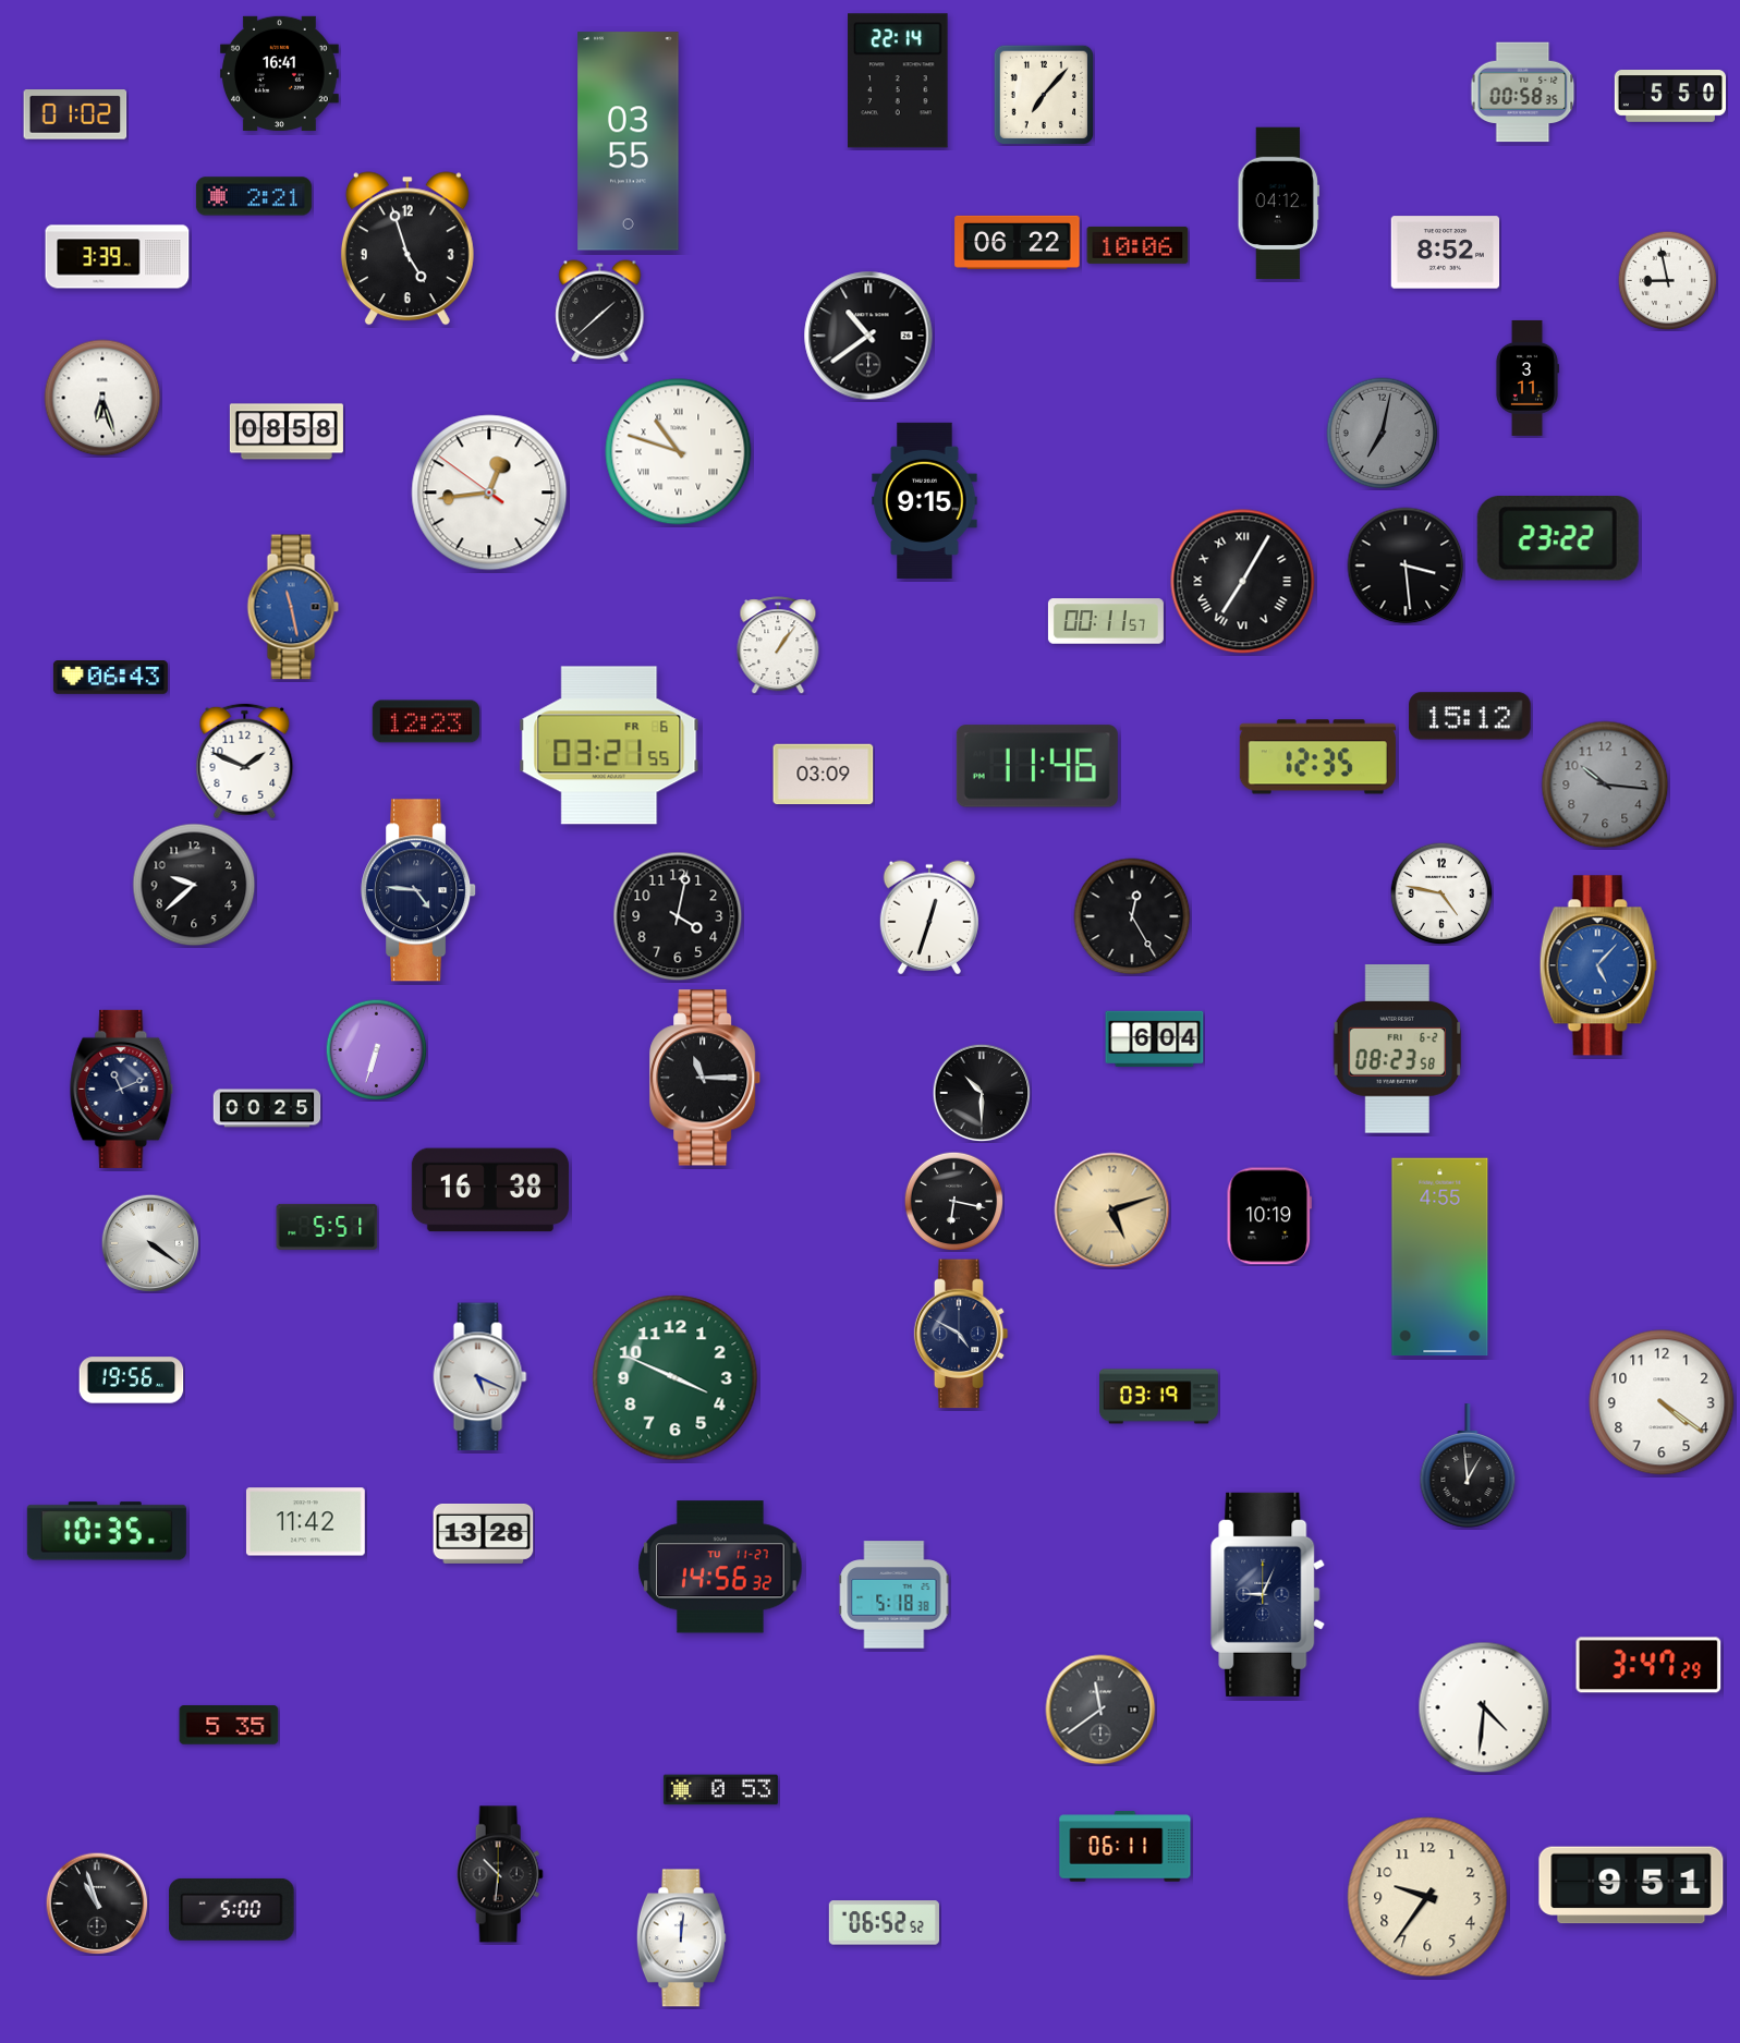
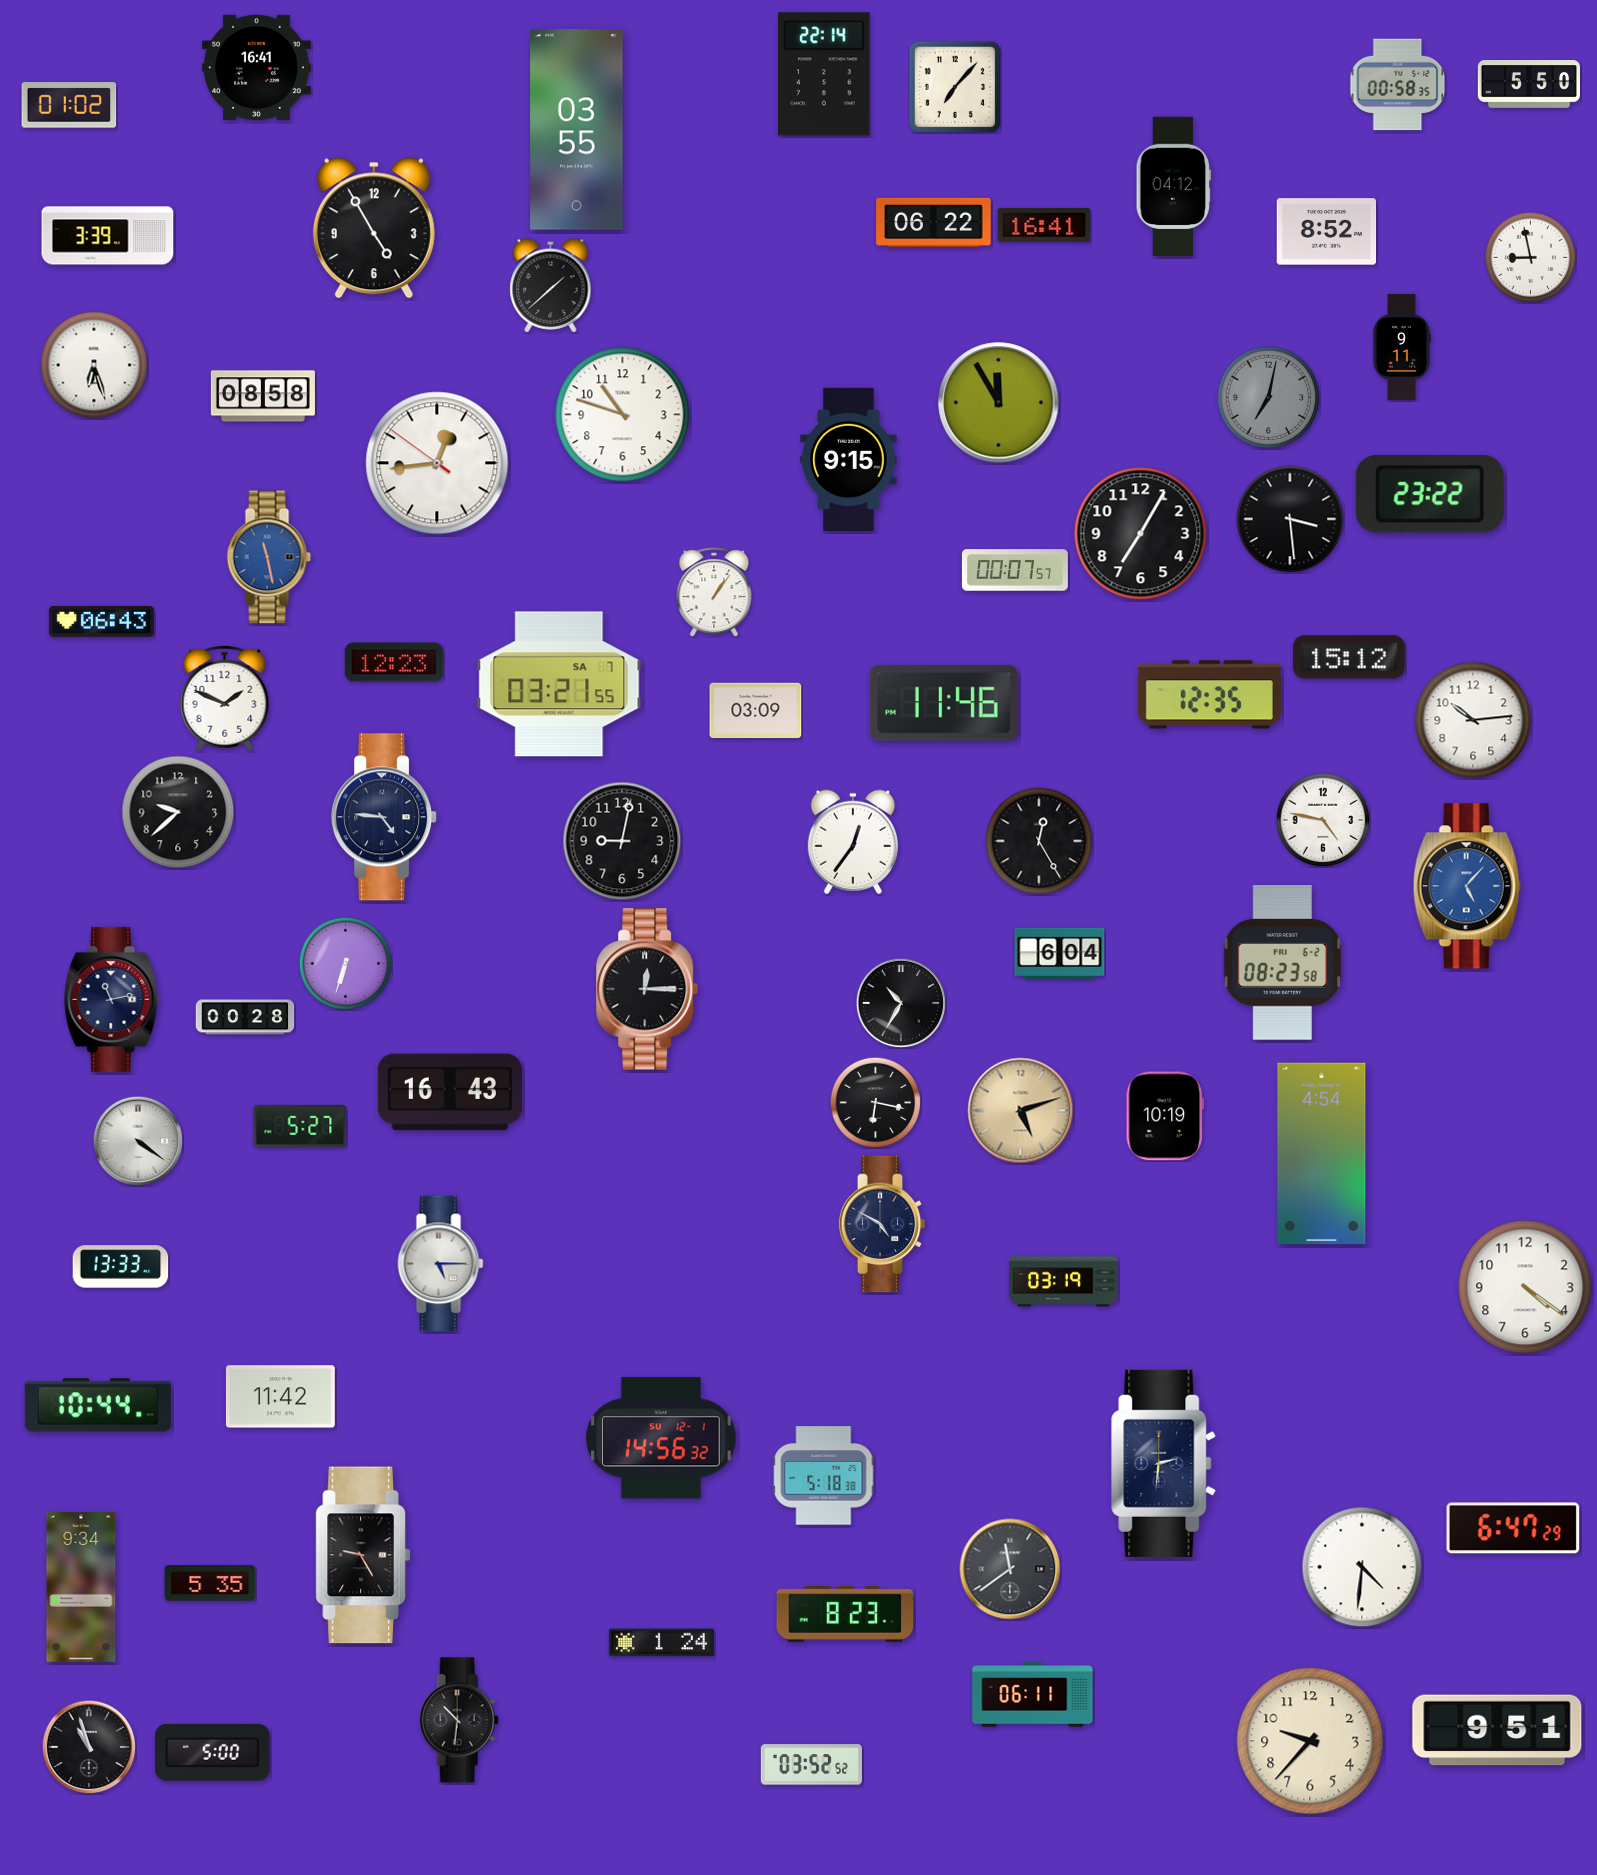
clock at (1043, 94) position: (1043, 94) -> (954, 86)
clock at (1670, 96) position: (1670, 96) -> (1529, 84)
clock at (254, 196): 2:21 -> none
clock at (1137, 245): 10:06 -> 16:41
clock at (407, 248): 4:57 -> 4:55
clock at (868, 336): 10:39 -> none
clock at (1526, 378): 3:11 -> 9:11
clock at (999, 403): none -> 11:55
clock at (679, 452) numerals: Roman -> Arabic
clock at (489, 492) position: (489, 492) -> (437, 463)
clock at (1243, 582) numerals: Roman -> Arabic
clock at (1106, 621): 00:11 -> 00:07
clock at (426, 721) position: (426, 721) -> (394, 662)
clock at (609, 745) date: FR 6 -> SA 7
clock at (1037, 766) position: (1037, 766) -> (944, 703)
clock at (1605, 785): 10:16 -> 10:14
clock at (1605, 785) dial: grey -> white
clock at (678, 916): 4:02 -> 9:02
clock at (929, 917): 12:33 -> 12:36
clock at (706, 1078): 11:15 -> 12:15
clock at (122, 1089): 11:11 -> 11:13
clock at (982, 1093): 10:30 -> 10:35
clock at (267, 1108): 00:25 -> 00:28
clock at (490, 1190): 16:38 -> 16:43
clock at (327, 1227): 5:51 -> 5:27
clock at (1440, 1257): 4:55 -> 4:54
clock at (480, 1377): 5:19 -> 5:15
clock at (676, 1378): 3:49 -> none
clock at (132, 1381): 19:56 -> 13:33
clock at (1468, 1466): 12:59 -> none
clock at (107, 1531): 10:35 -> 10:44
clock at (484, 1533): 13:28 -> none
clock at (720, 1567) date: TU 11-27 -> SU 12-1
clock at (1268, 1594): 9:04 -> 2:31
clock at (895, 1595) position: (895, 1595) -> (824, 1476)
clock at (1648, 1665): 3:47 -> 6:47
clock at (363, 1555): none -> 9:25
clock at (81, 1587): none -> 9:34
clock at (845, 1614): none -> 8:23
clock at (720, 1790): 0:53 -> 1:24
clock at (1427, 1897): 9:36 -> 9:37
clock at (884, 1923): 06:52 -> 03:52
clock at (681, 1938): 12:01 -> none
